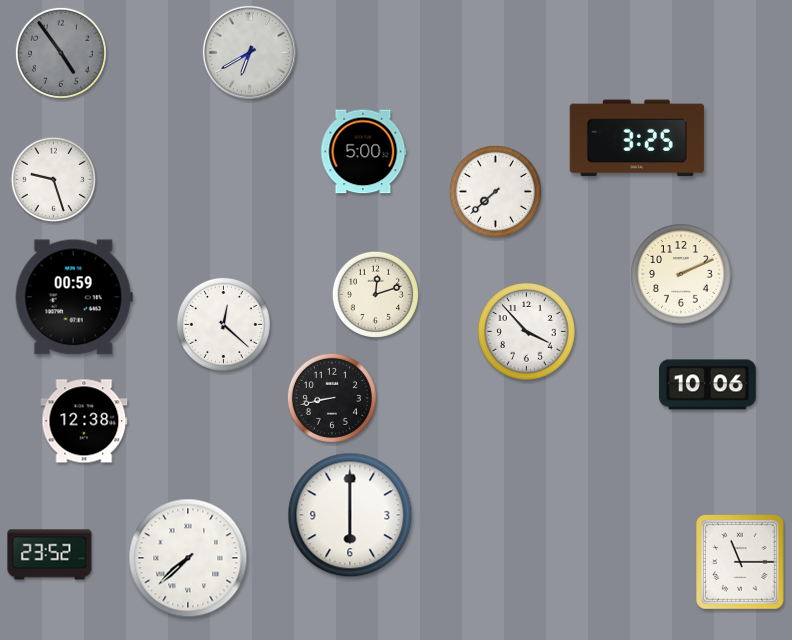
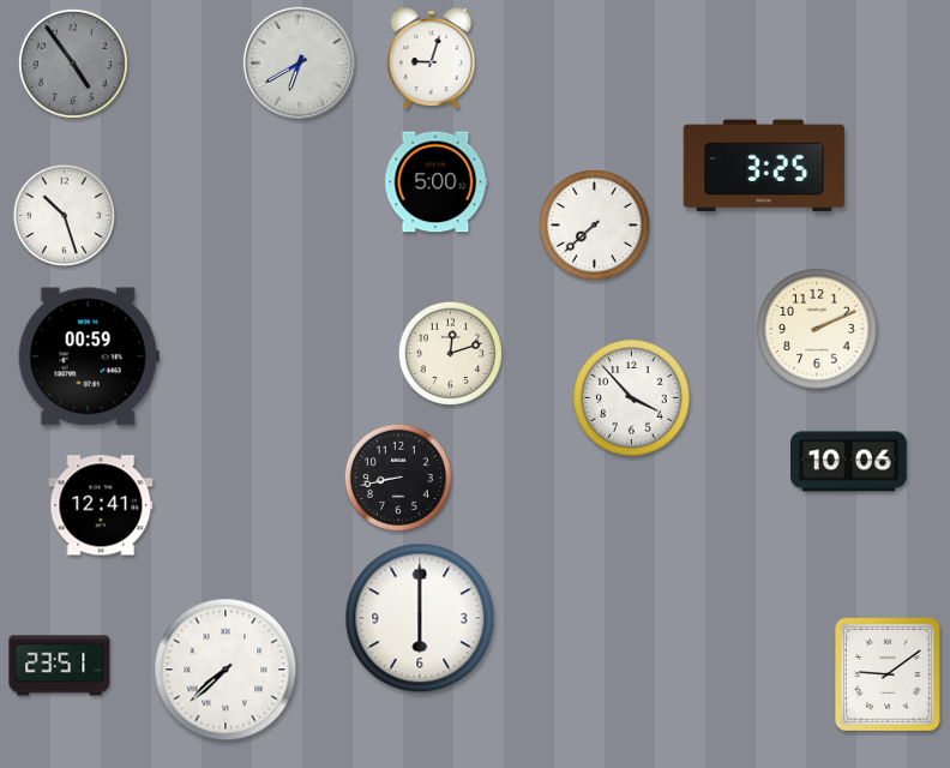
clock at (432, 59): none -> 9:03
clock at (53, 179): 9:27 -> 10:27
clock at (495, 191) position: (495, 191) -> (594, 224)
clock at (223, 324): 12:22 -> none
clock at (84, 421): 12:38 -> 12:41
clock at (50, 555): 23:52 -> 23:51
clock at (741, 563): 11:15 -> 9:09
